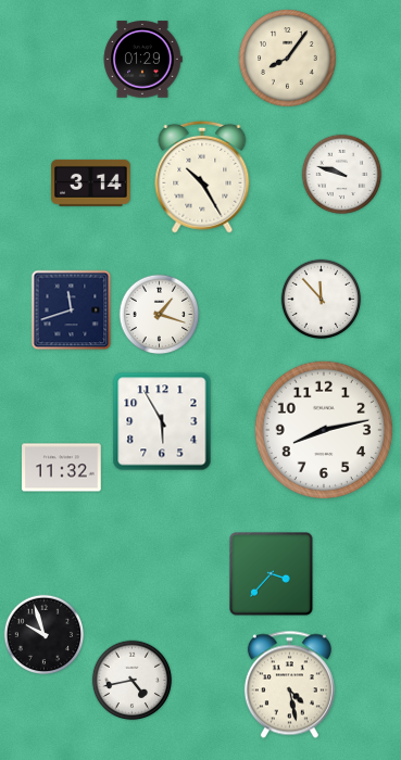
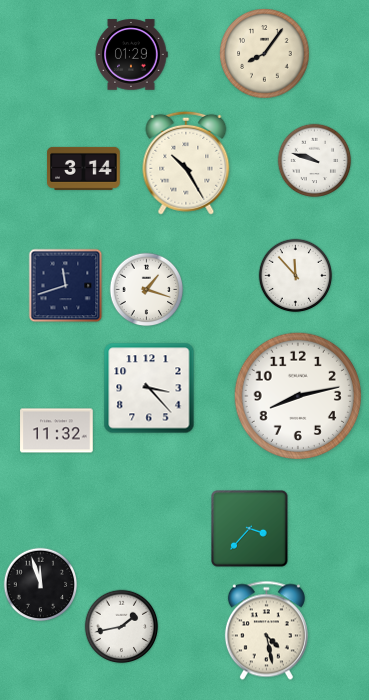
clock at (162, 421): 5:55 -> 3:23
clock at (45, 635): 9:57 -> 11:57
clock at (133, 681): 4:43 -> 1:43
